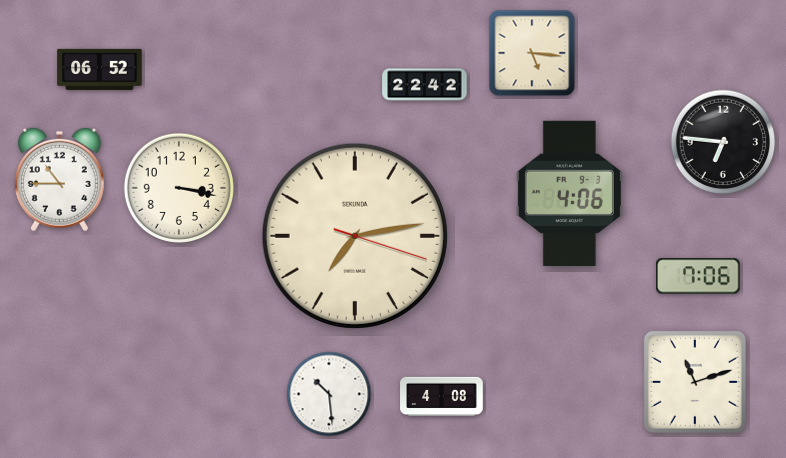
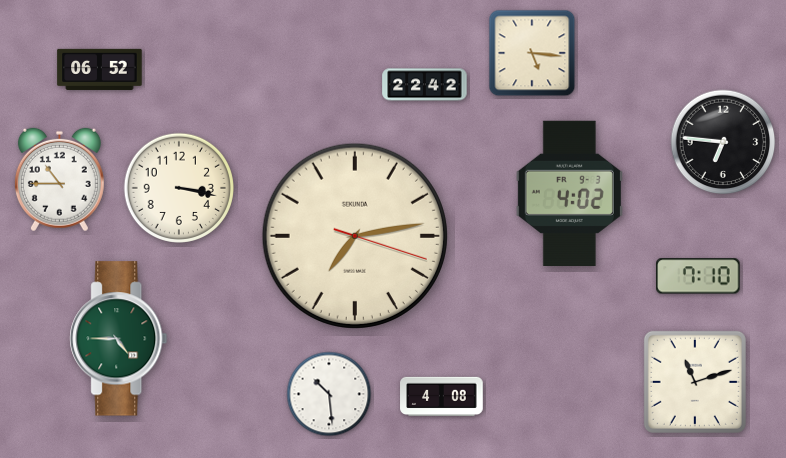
clock at (569, 193): 4:06 -> 4:02
clock at (698, 276): 7:06 -> 7:10
clock at (119, 339): none -> 4:45
